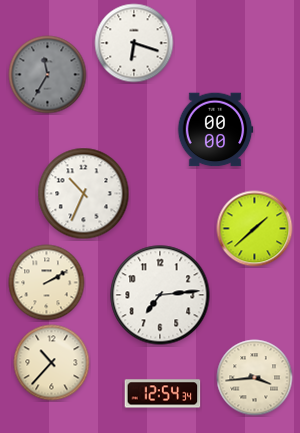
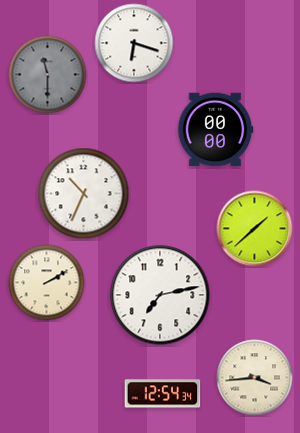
clock at (48, 75): 11:35 -> 11:30
clock at (160, 295): 7:14 -> 7:13
clock at (52, 363): 10:37 -> none
